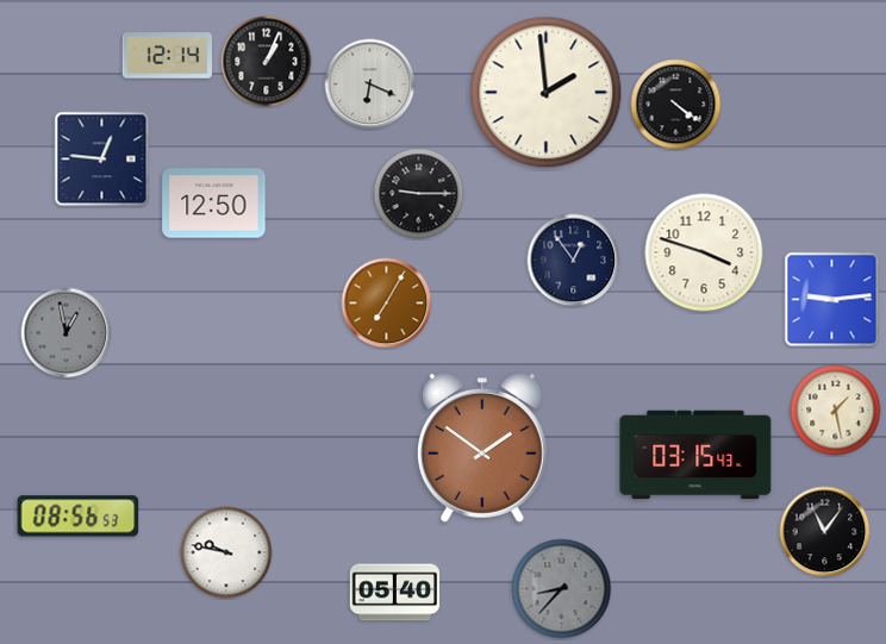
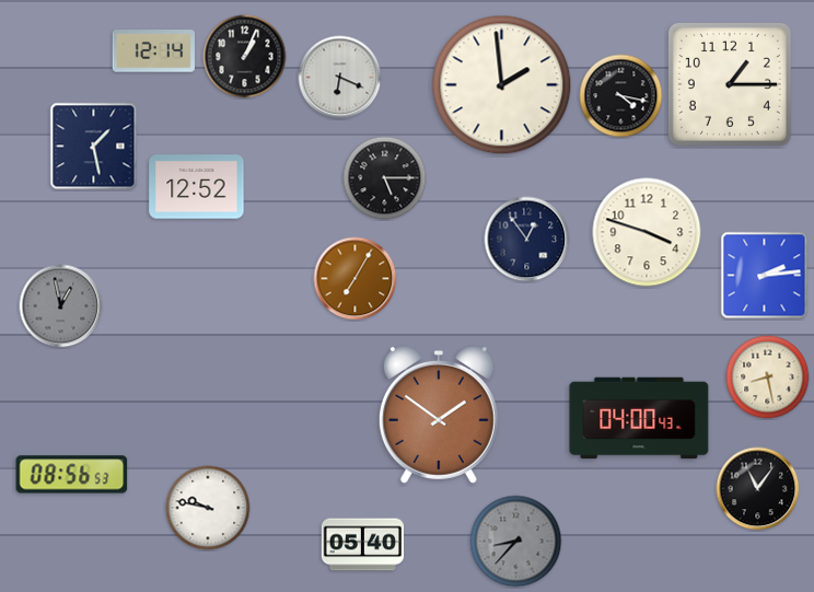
clock at (730, 84): none -> 1:15
clock at (676, 105): 4:21 -> 4:17
clock at (102, 160): 12:46 -> 1:28
clock at (419, 194): 9:15 -> 5:15
clock at (214, 204): 12:50 -> 12:52
clock at (832, 300): 9:14 -> 2:14
clock at (836, 411): 1:28 -> 8:28
clock at (482, 448) position: (482, 448) -> (439, 415)
clock at (695, 455): 03:15 -> 04:00
